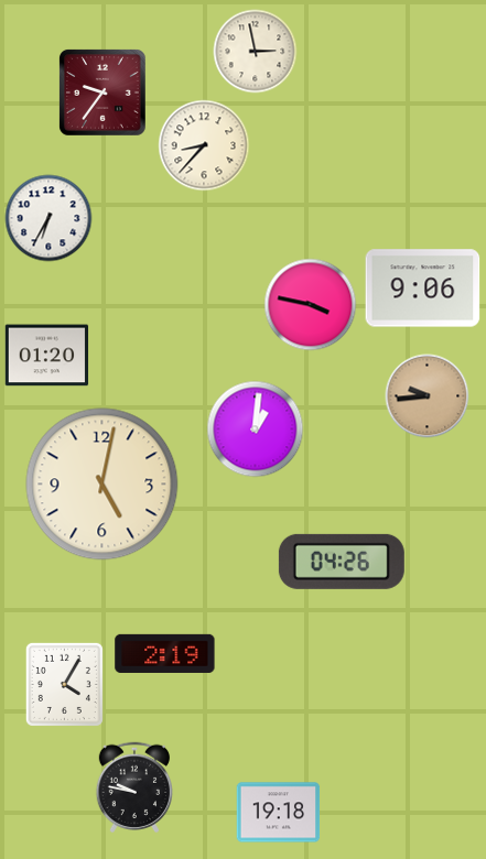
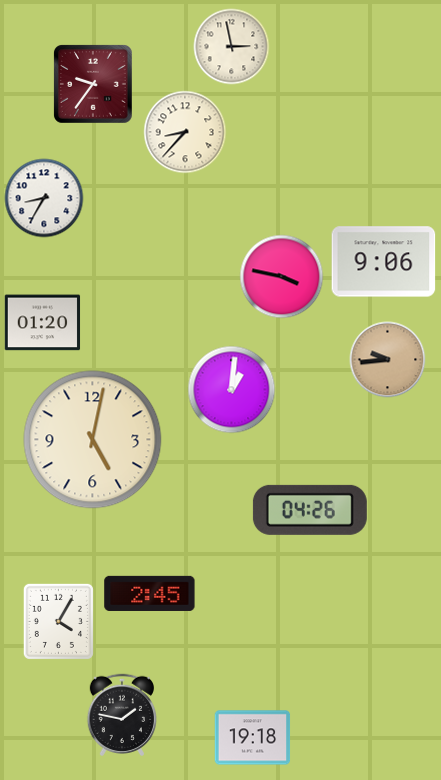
clock at (48, 218): 6:35 -> 8:35
clock at (165, 653): 2:19 -> 2:45
clock at (133, 787): 9:47 -> 1:47
